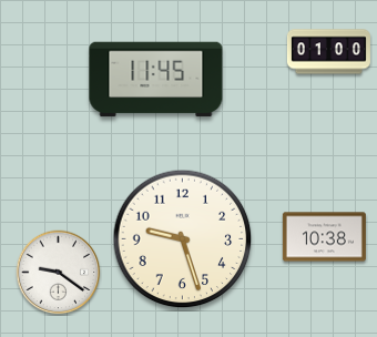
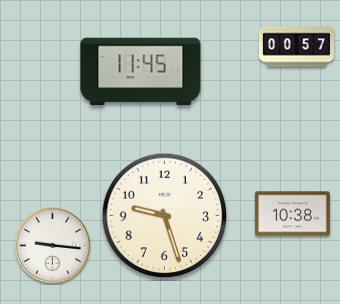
clock at (328, 52): 01:00 -> 00:57
clock at (59, 273): 9:21 -> 9:16
